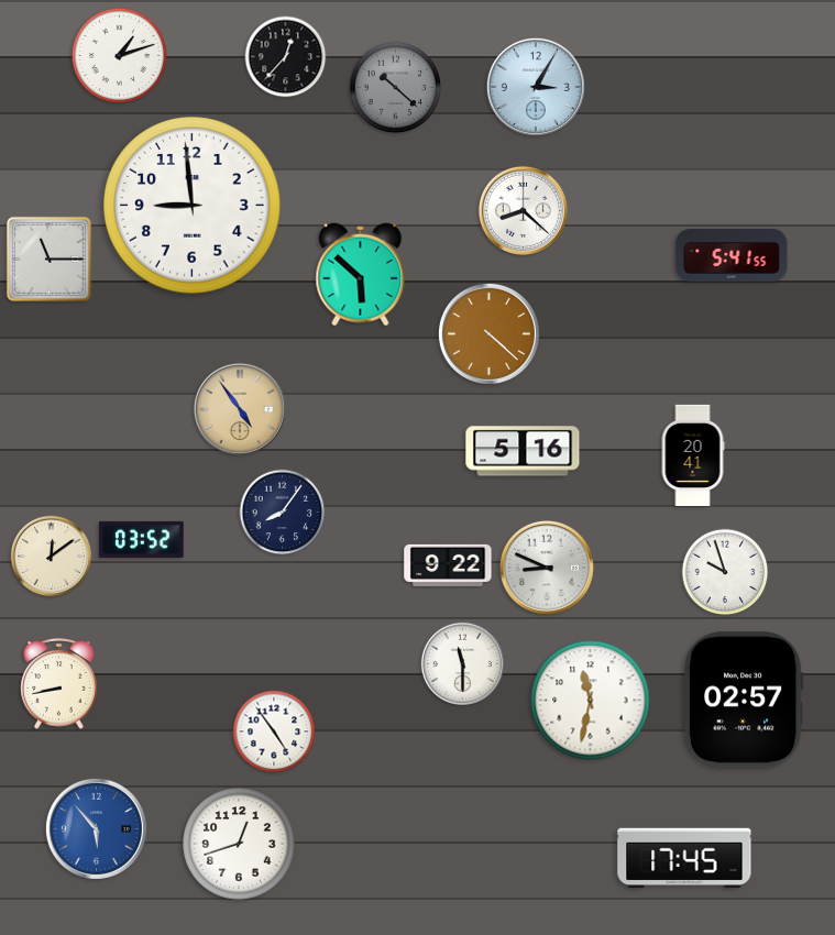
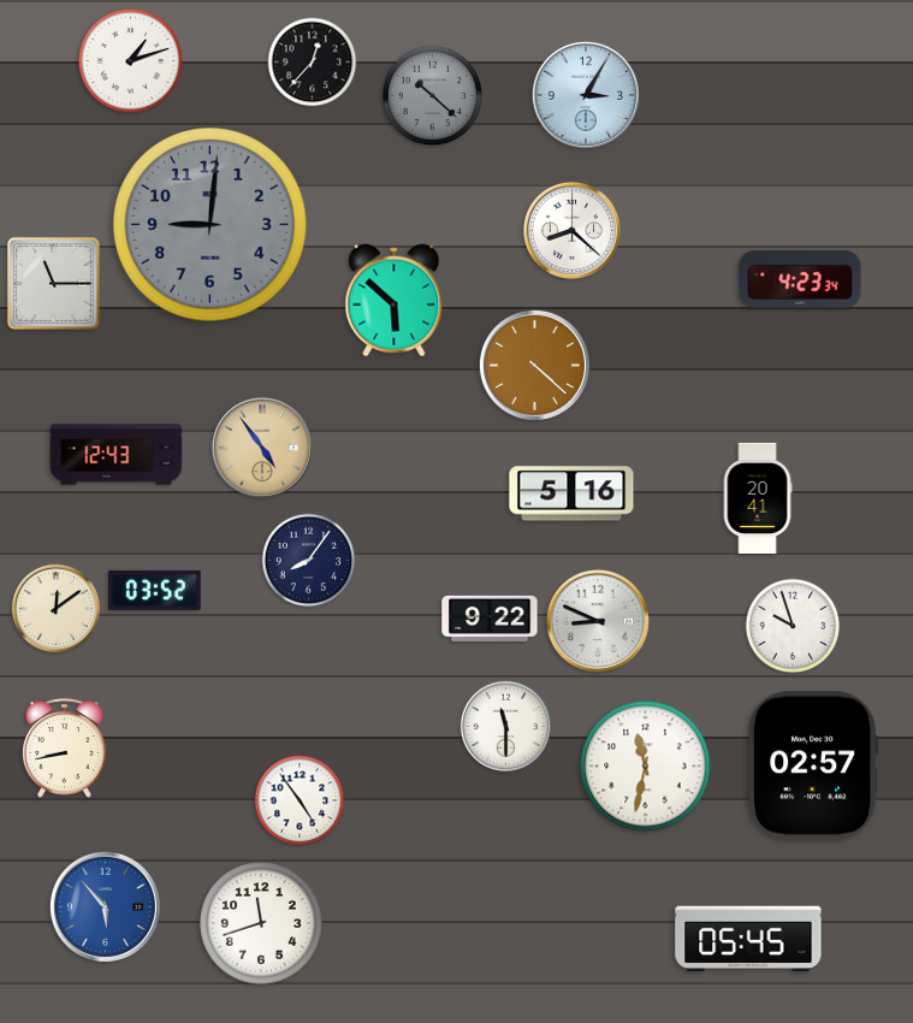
clock at (193, 206): 8:59 -> 9:01
clock at (193, 206) dial: white -> grey
clock at (732, 255): 5:41 -> 4:23
clock at (117, 455): none -> 12:43
clock at (239, 844): 12:42 -> 11:42
clock at (684, 858): 17:45 -> 05:45
